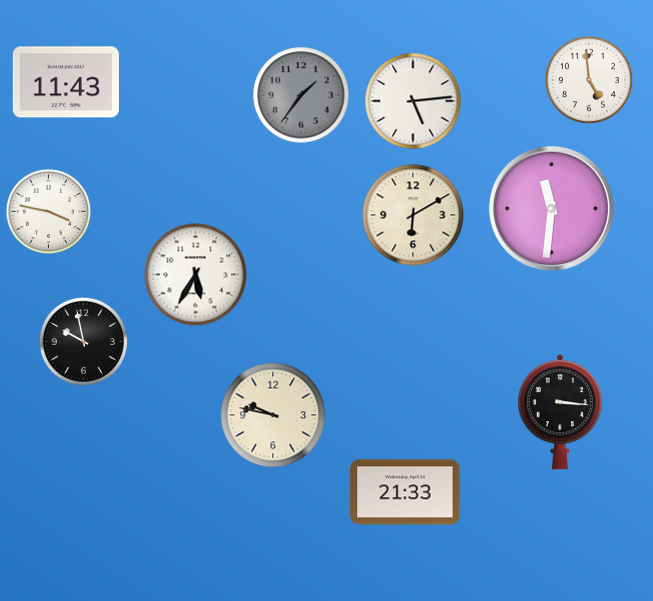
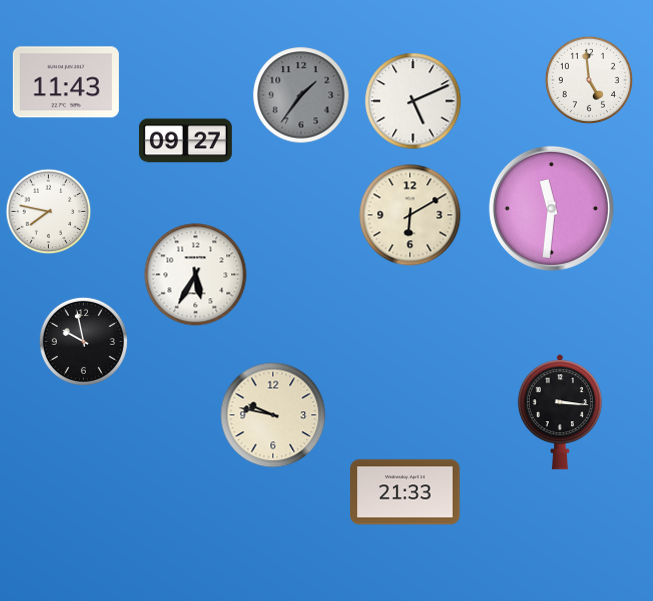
clock at (413, 101): 5:14 -> 5:11
clock at (185, 141): none -> 09:27
clock at (49, 212): 3:47 -> 7:47
clock at (413, 215) position: (413, 215) -> (410, 215)
